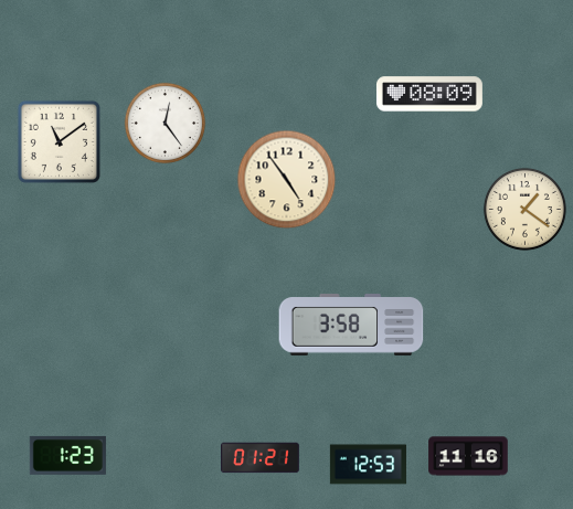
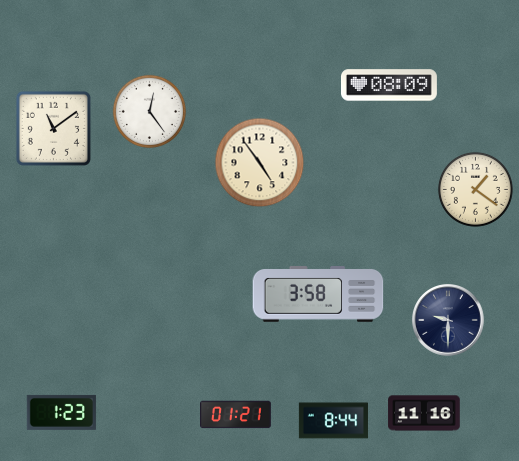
clock at (448, 320): none -> 9:30
clock at (368, 465): 12:53 -> 8:44
